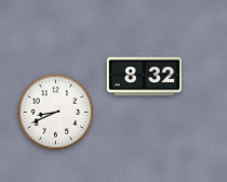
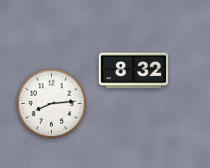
clock at (56, 113): 8:41 -> 8:14
